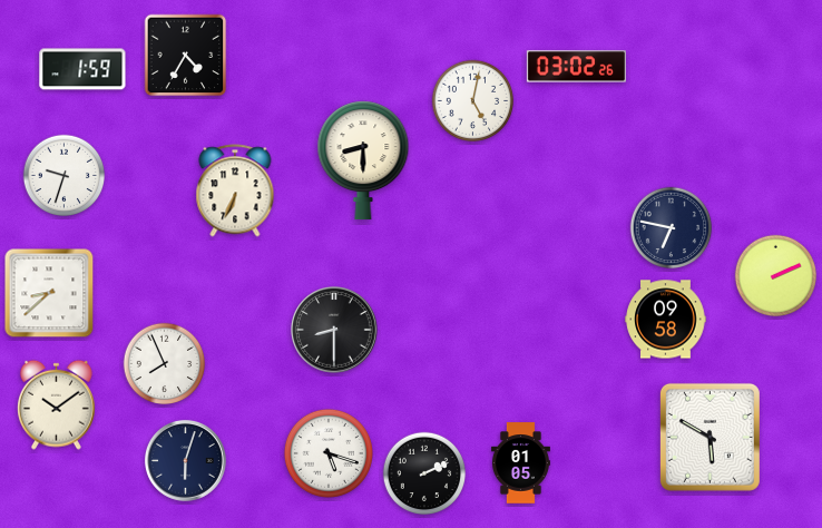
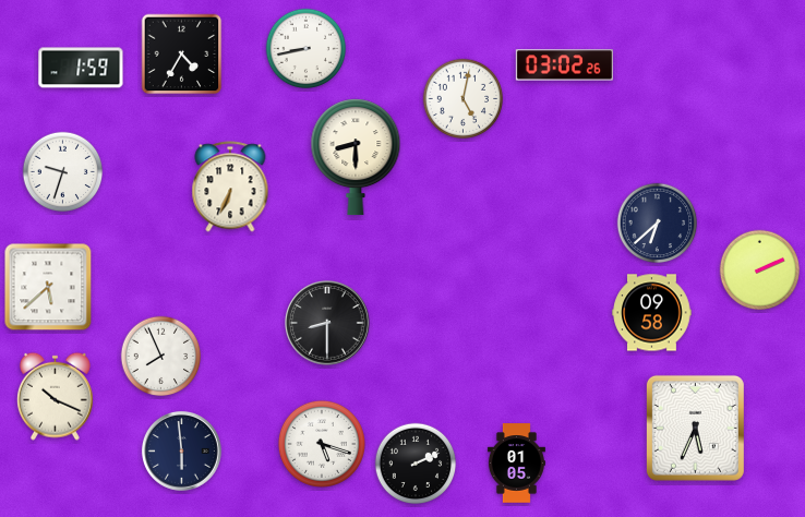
clock at (307, 49): none -> 8:43
clock at (672, 228): 6:47 -> 6:38
clock at (49, 293): 8:38 -> 5:38
clock at (57, 404): 10:09 -> 10:19
clock at (710, 437): 5:50 -> 5:34
clock at (185, 460): 6:03 -> 5:59
clock at (520, 463) position: (520, 463) -> (516, 464)
